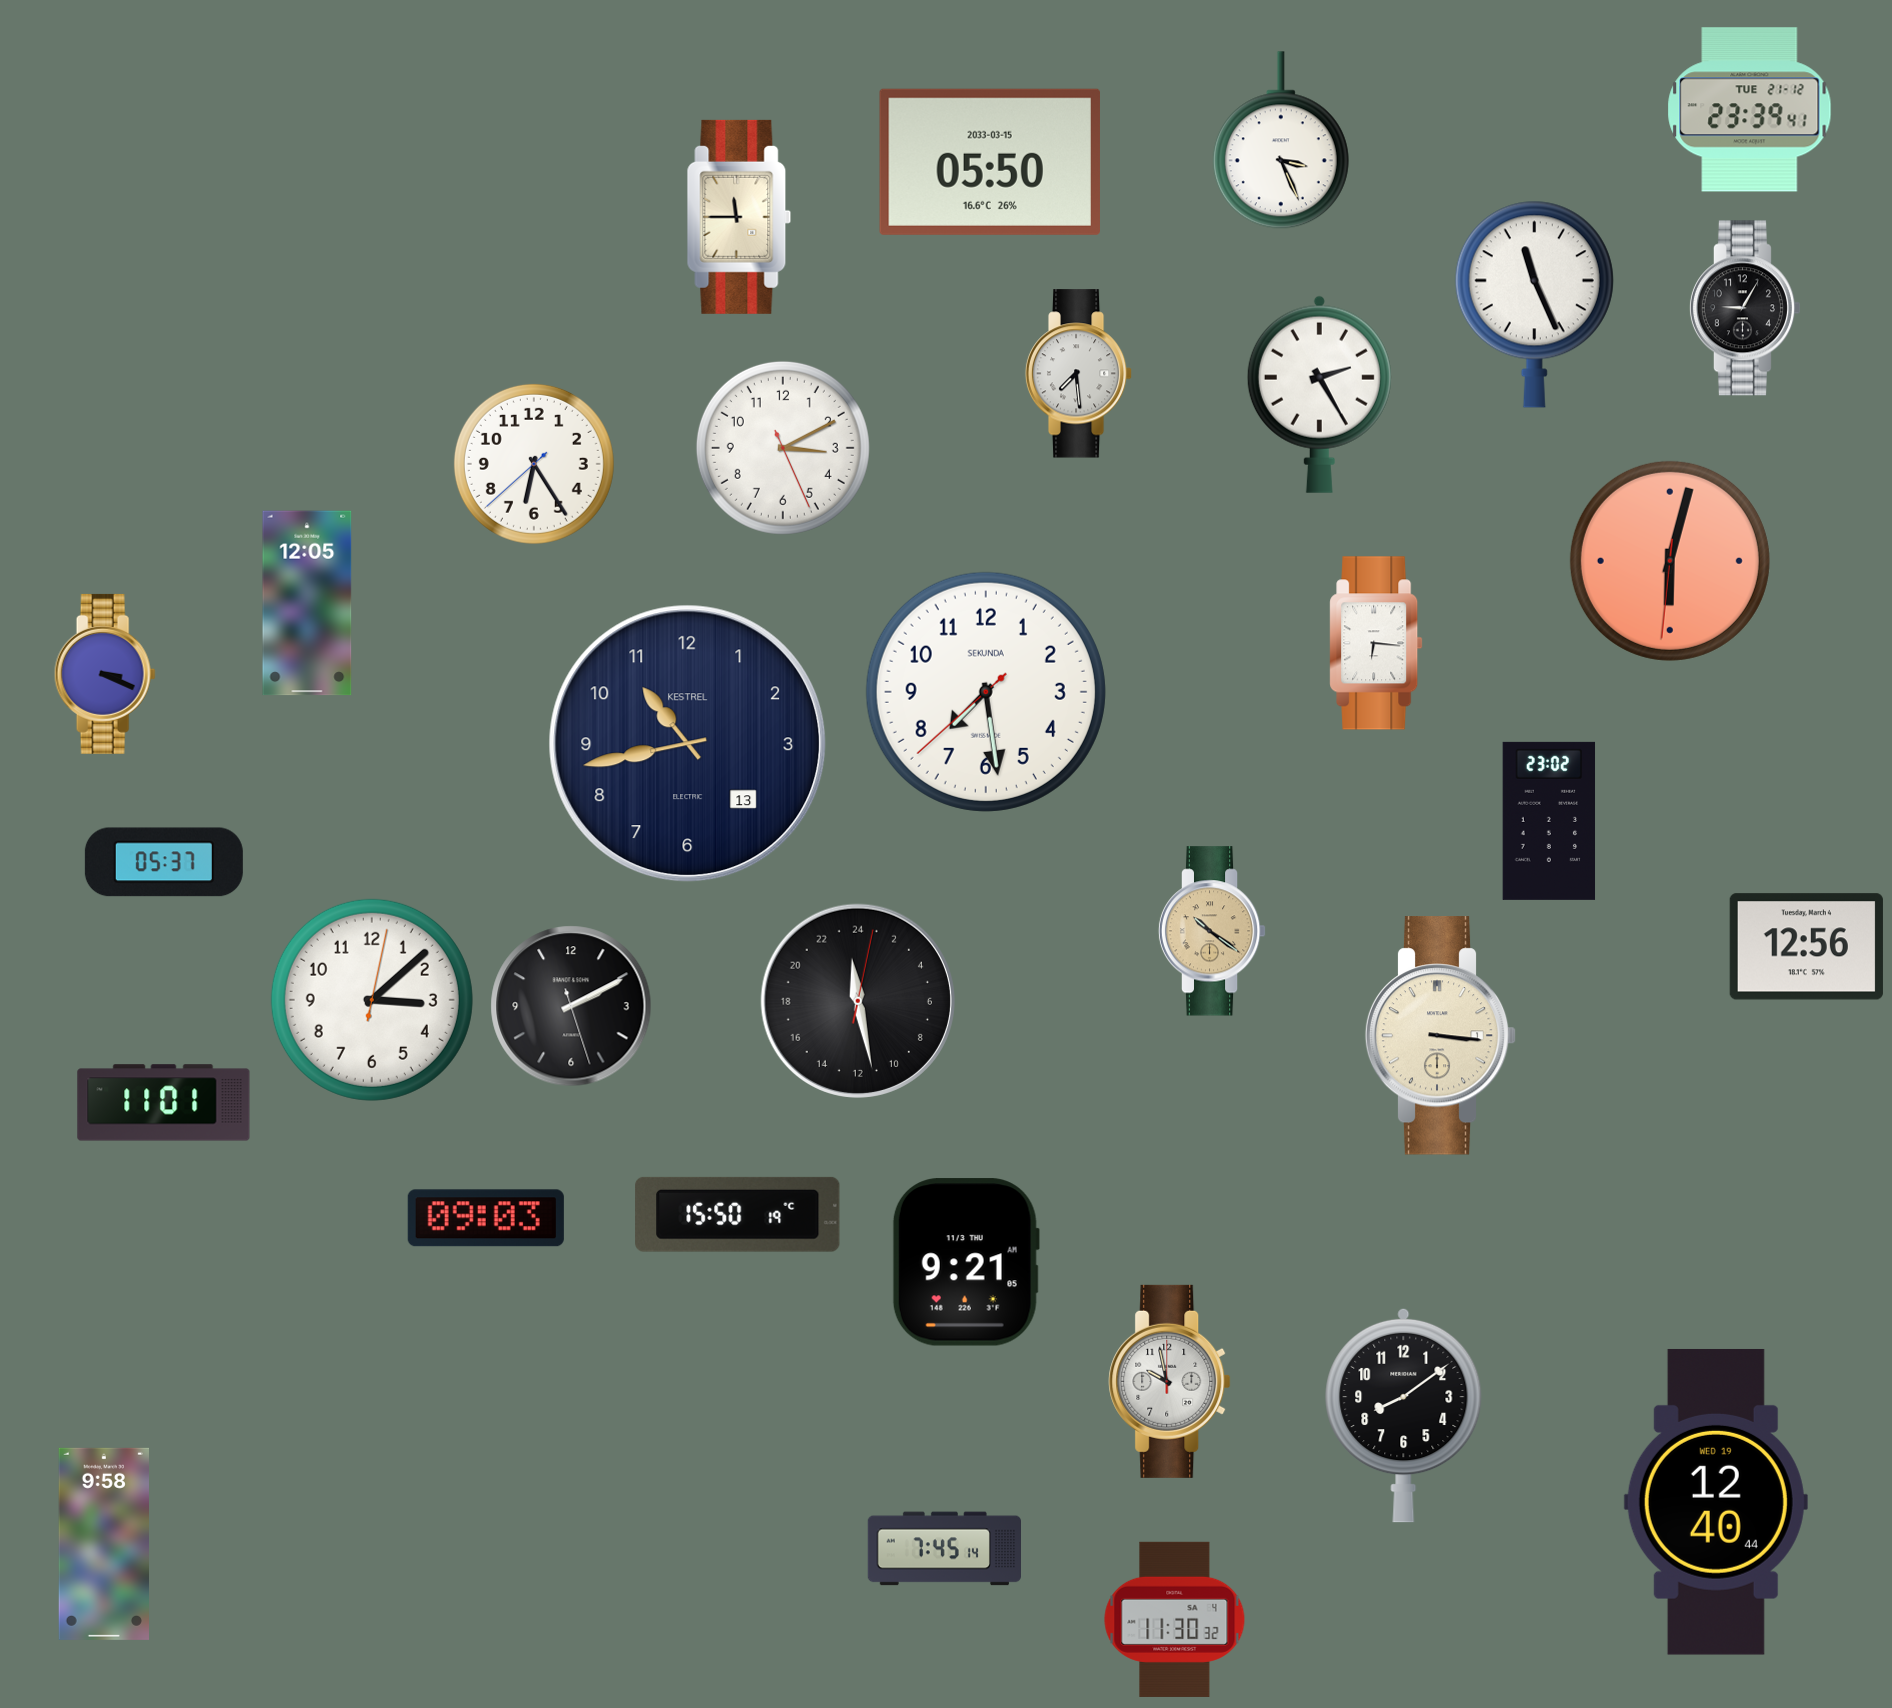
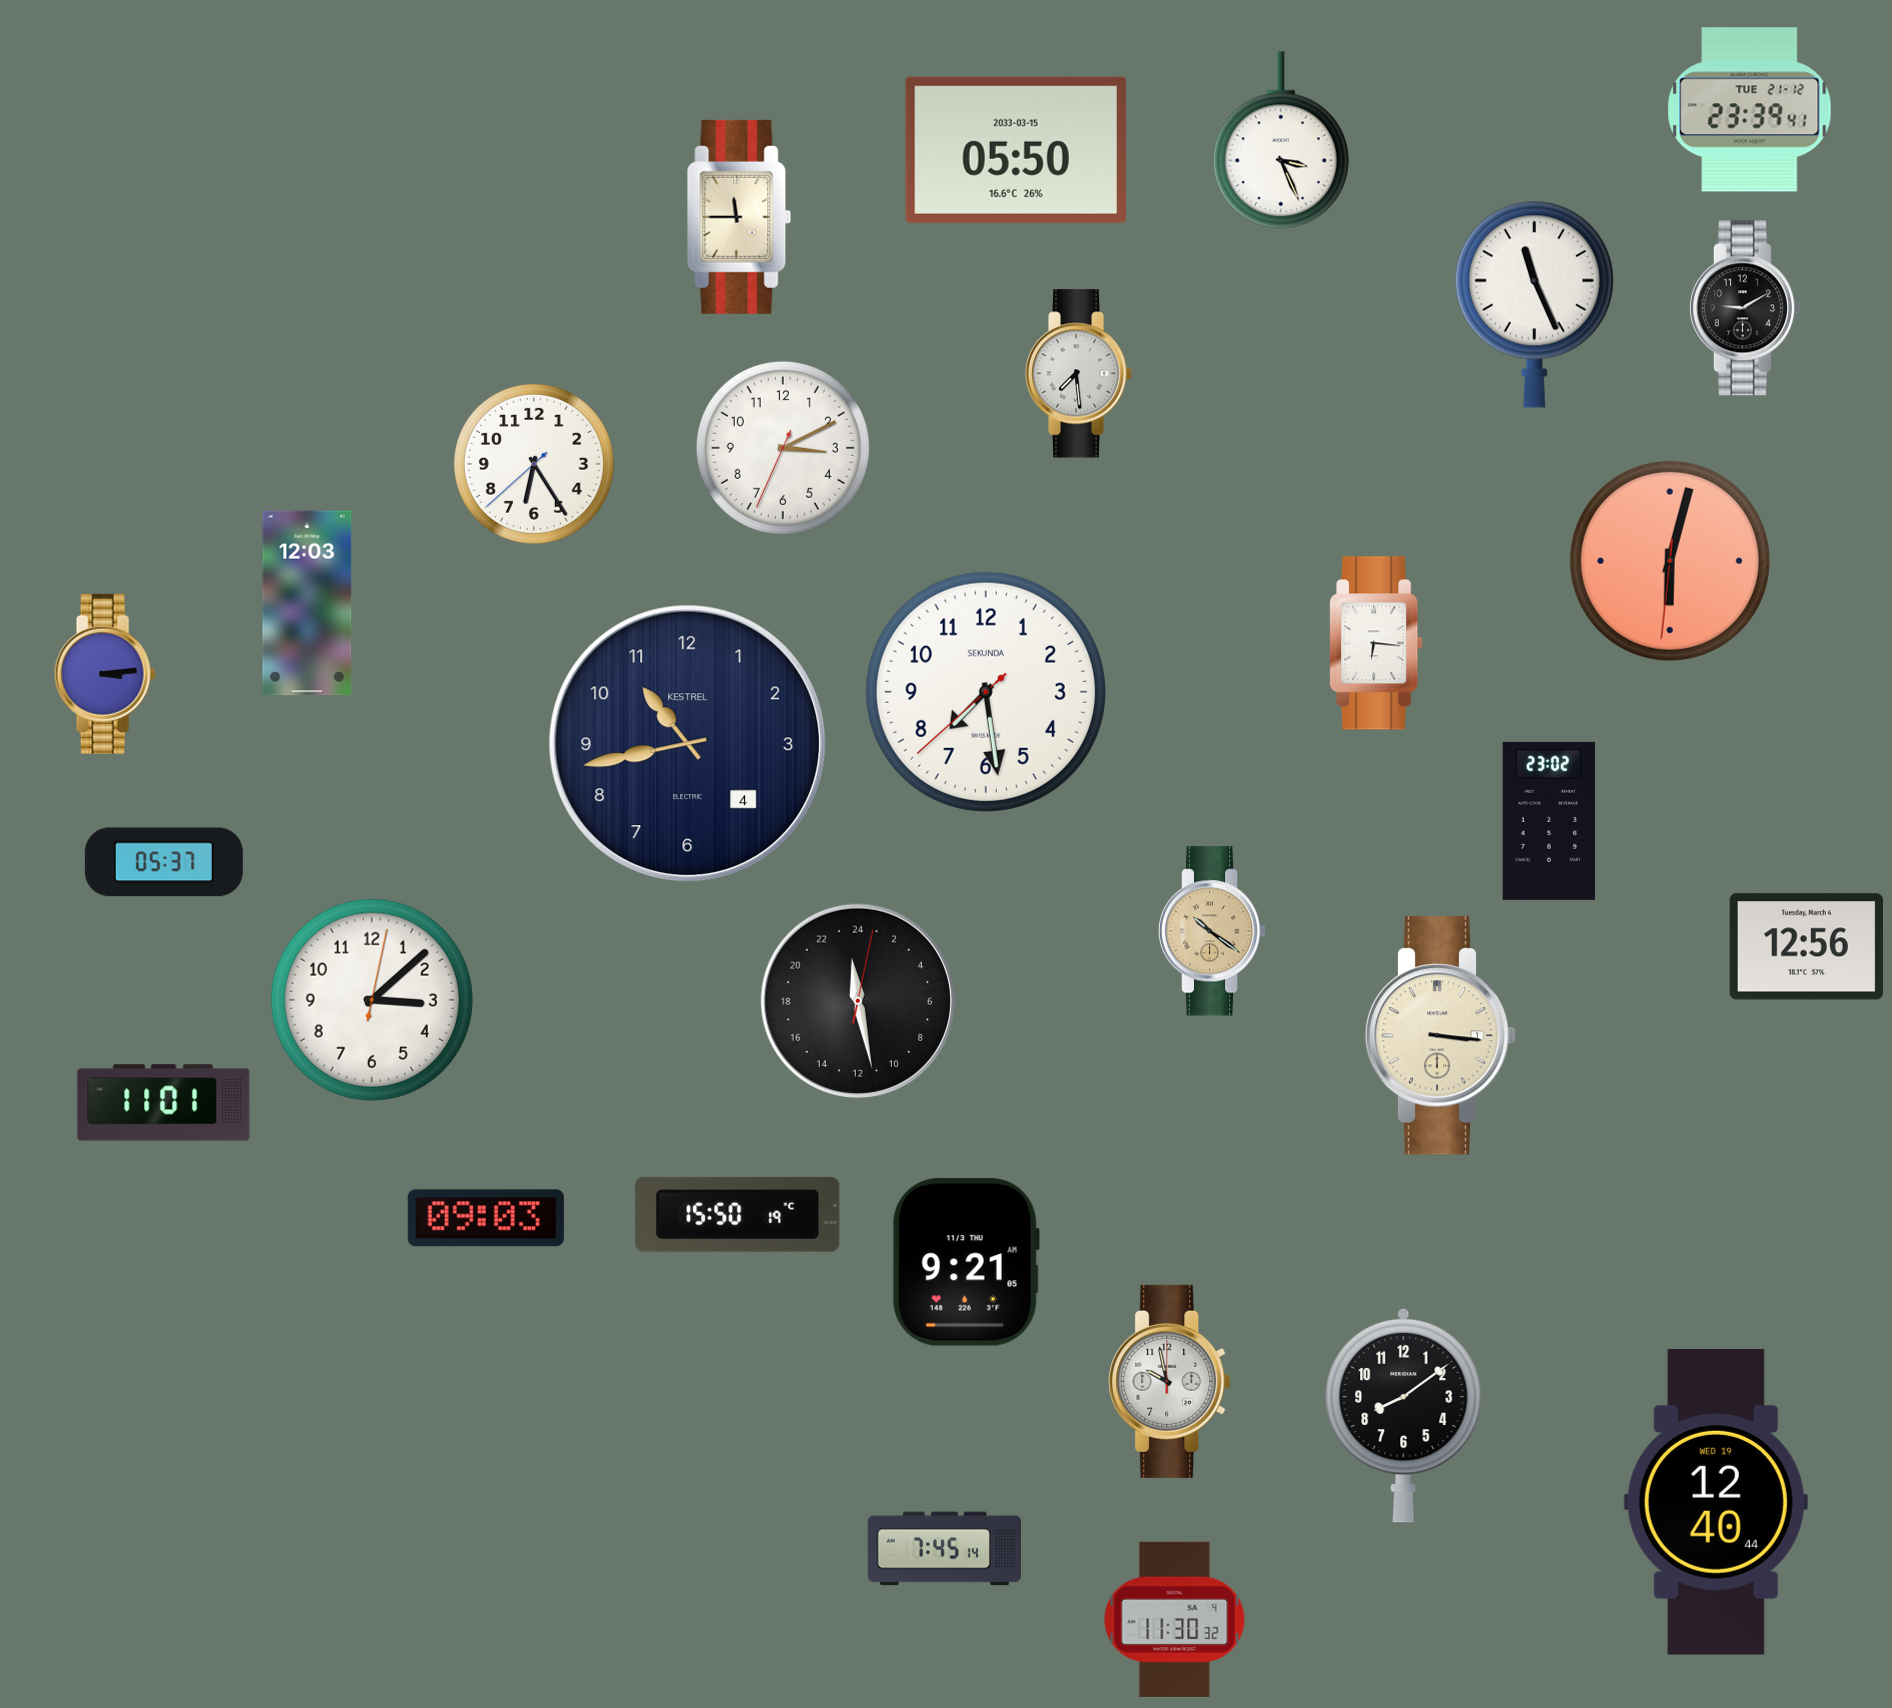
clock at (990, 162) position: (990, 162) -> (1016, 150)
clock at (1744, 308): 9:05 -> 9:10
clock at (1319, 394): 2:25 -> none
clock at (783, 448): 3:10:26 -> 3:10:34
clock at (307, 603): 12:05 -> 12:03
clock at (105, 674): 3:19 -> 3:14
clock at (688, 744) date: 13 -> 4
clock at (571, 1006): 2:10 -> none
clock at (103, 1544): 9:58 -> none
